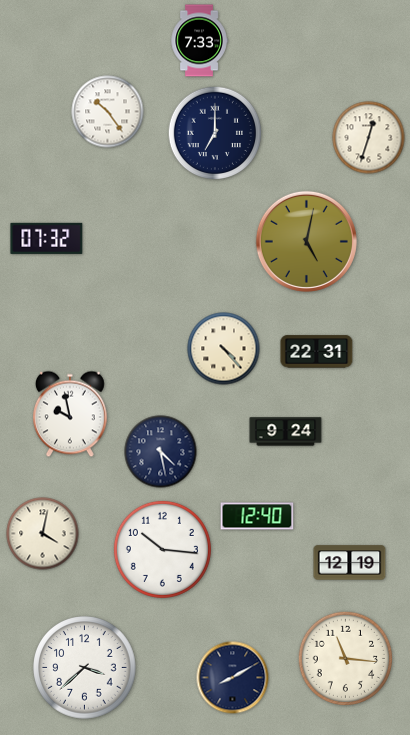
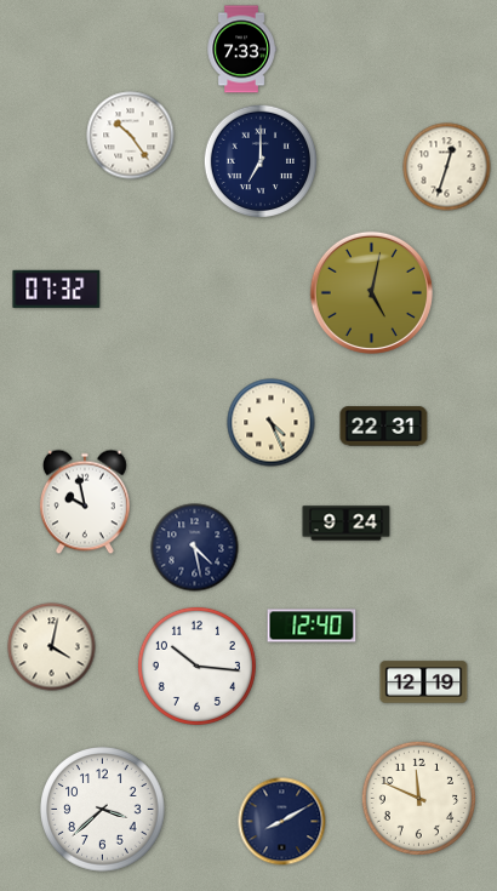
clock at (224, 349): 4:23 -> 4:26
clock at (345, 658): 11:16 -> 11:49
